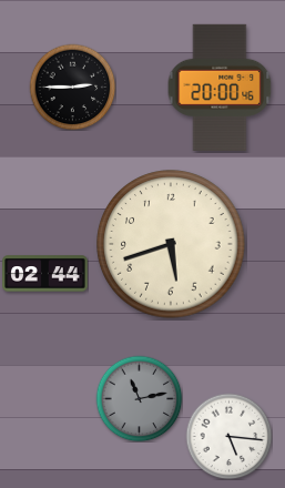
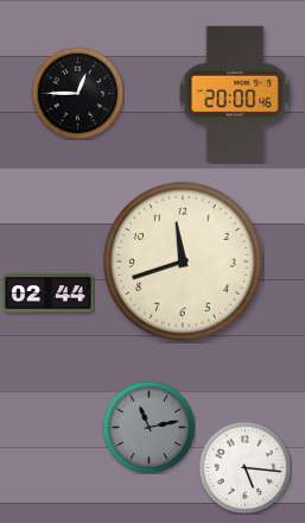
clock at (72, 87): 2:45 -> 12:45
clock at (171, 244): 5:42 -> 11:42
